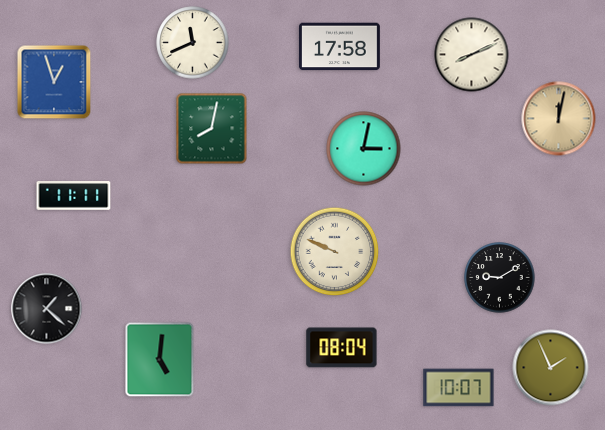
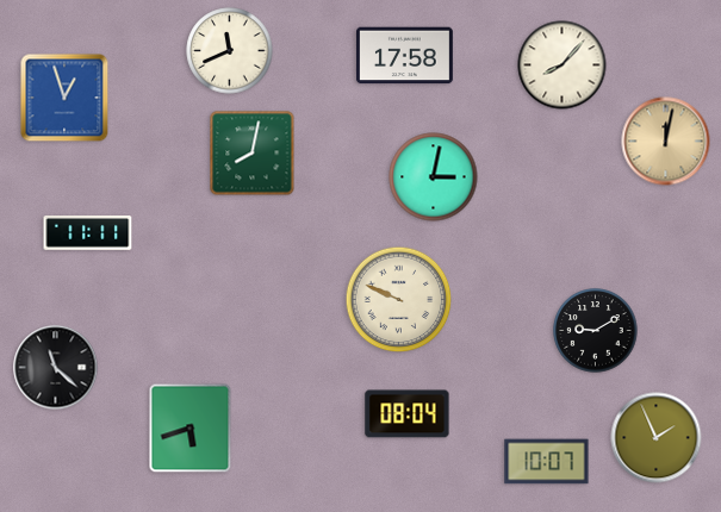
clock at (472, 55): 8:11 -> 8:07
clock at (47, 309): 1:22 -> 11:22
clock at (160, 360): 5:01 -> 5:42
